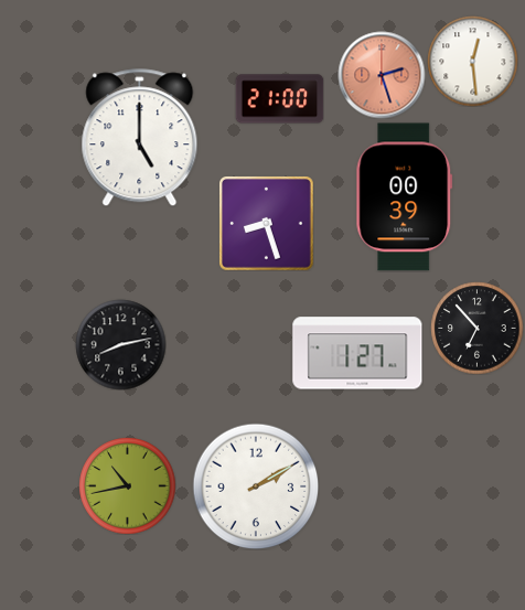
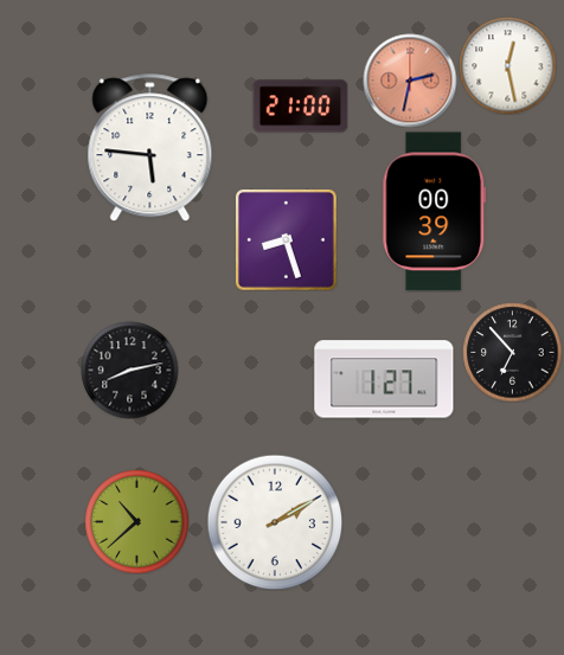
clock at (472, 61): 12:29 -> 12:28
clock at (382, 75): 2:27 -> 2:32
clock at (140, 138): 5:00 -> 5:46
clock at (127, 485): 10:43 -> 10:38
